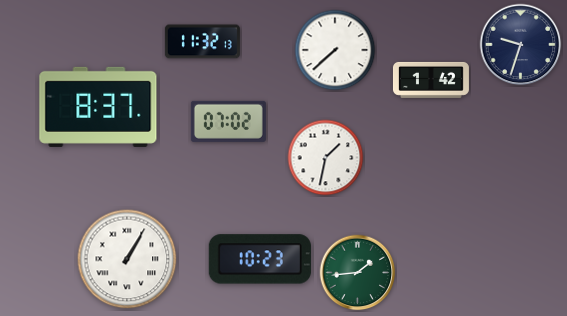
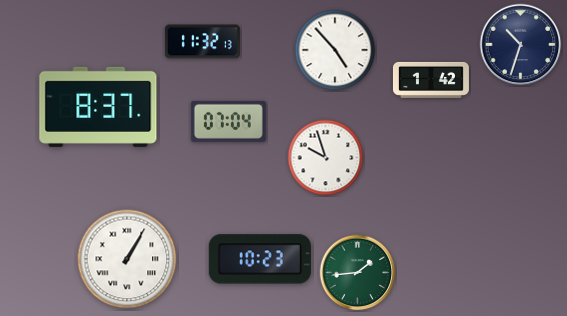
clock at (521, 45): 9:33 -> 10:33
clock at (335, 50): 7:38 -> 4:53
clock at (228, 121): 07:02 -> 07:04
clock at (326, 158): 1:32 -> 9:57
